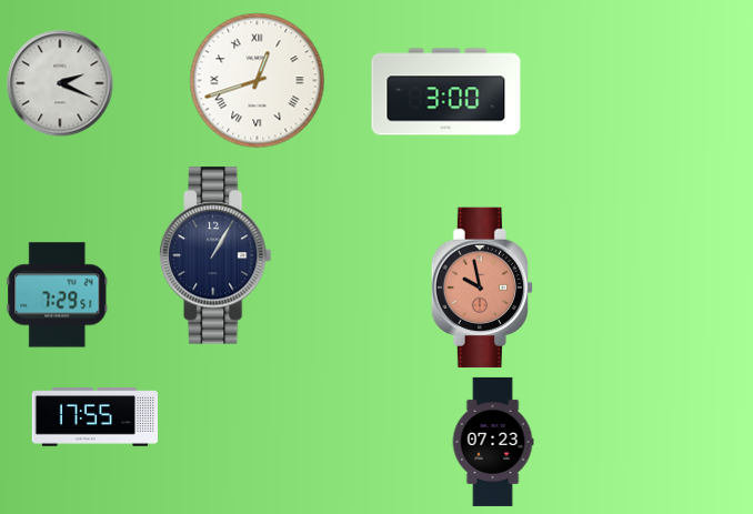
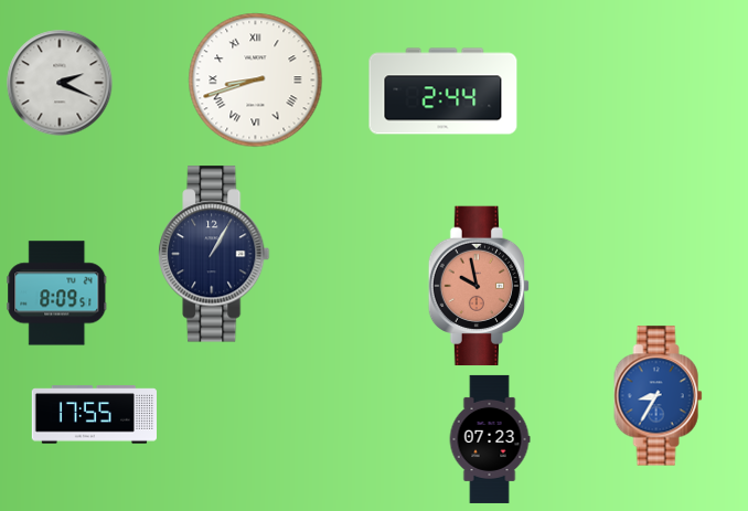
clock at (258, 81): 12:42 -> 8:42
clock at (446, 92): 3:00 -> 2:44
clock at (58, 295): 7:29 -> 8:09
clock at (659, 396): none -> 8:35
